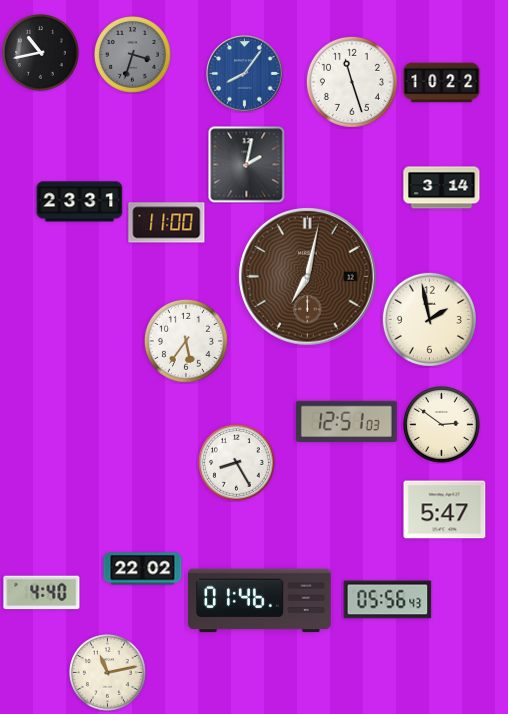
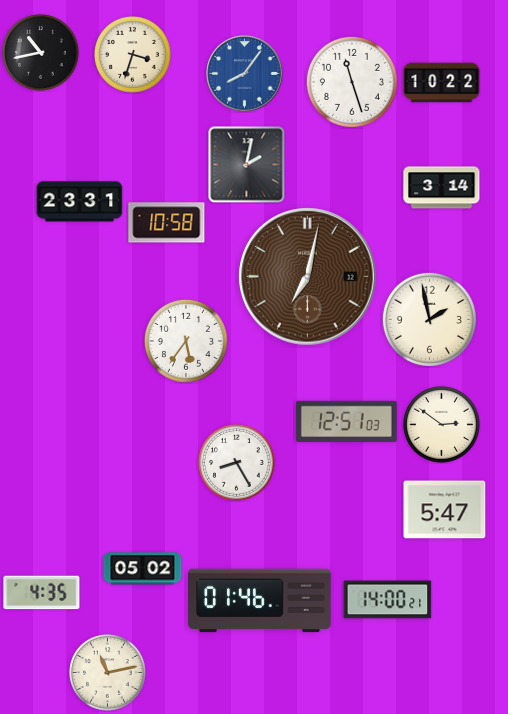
clock at (133, 55) dial: grey -> cream
clock at (167, 223): 11:00 -> 10:58
clock at (143, 569): 22:02 -> 05:02
clock at (42, 593): 4:40 -> 4:35
clock at (388, 600): 05:56 -> 14:00
